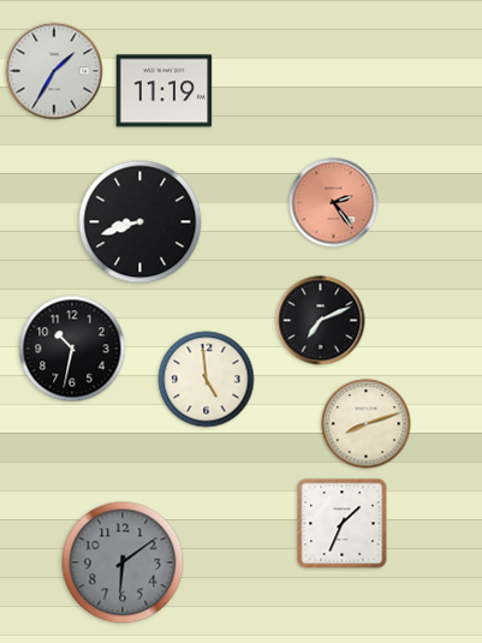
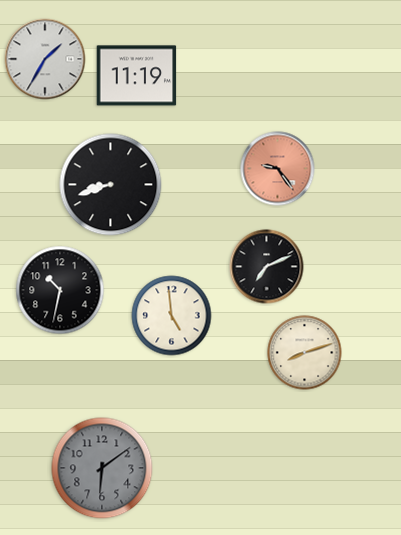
clock at (334, 203): 2:24 -> 9:24
clock at (141, 222) position: (141, 222) -> (111, 185)
clock at (343, 524): 1:34 -> none
